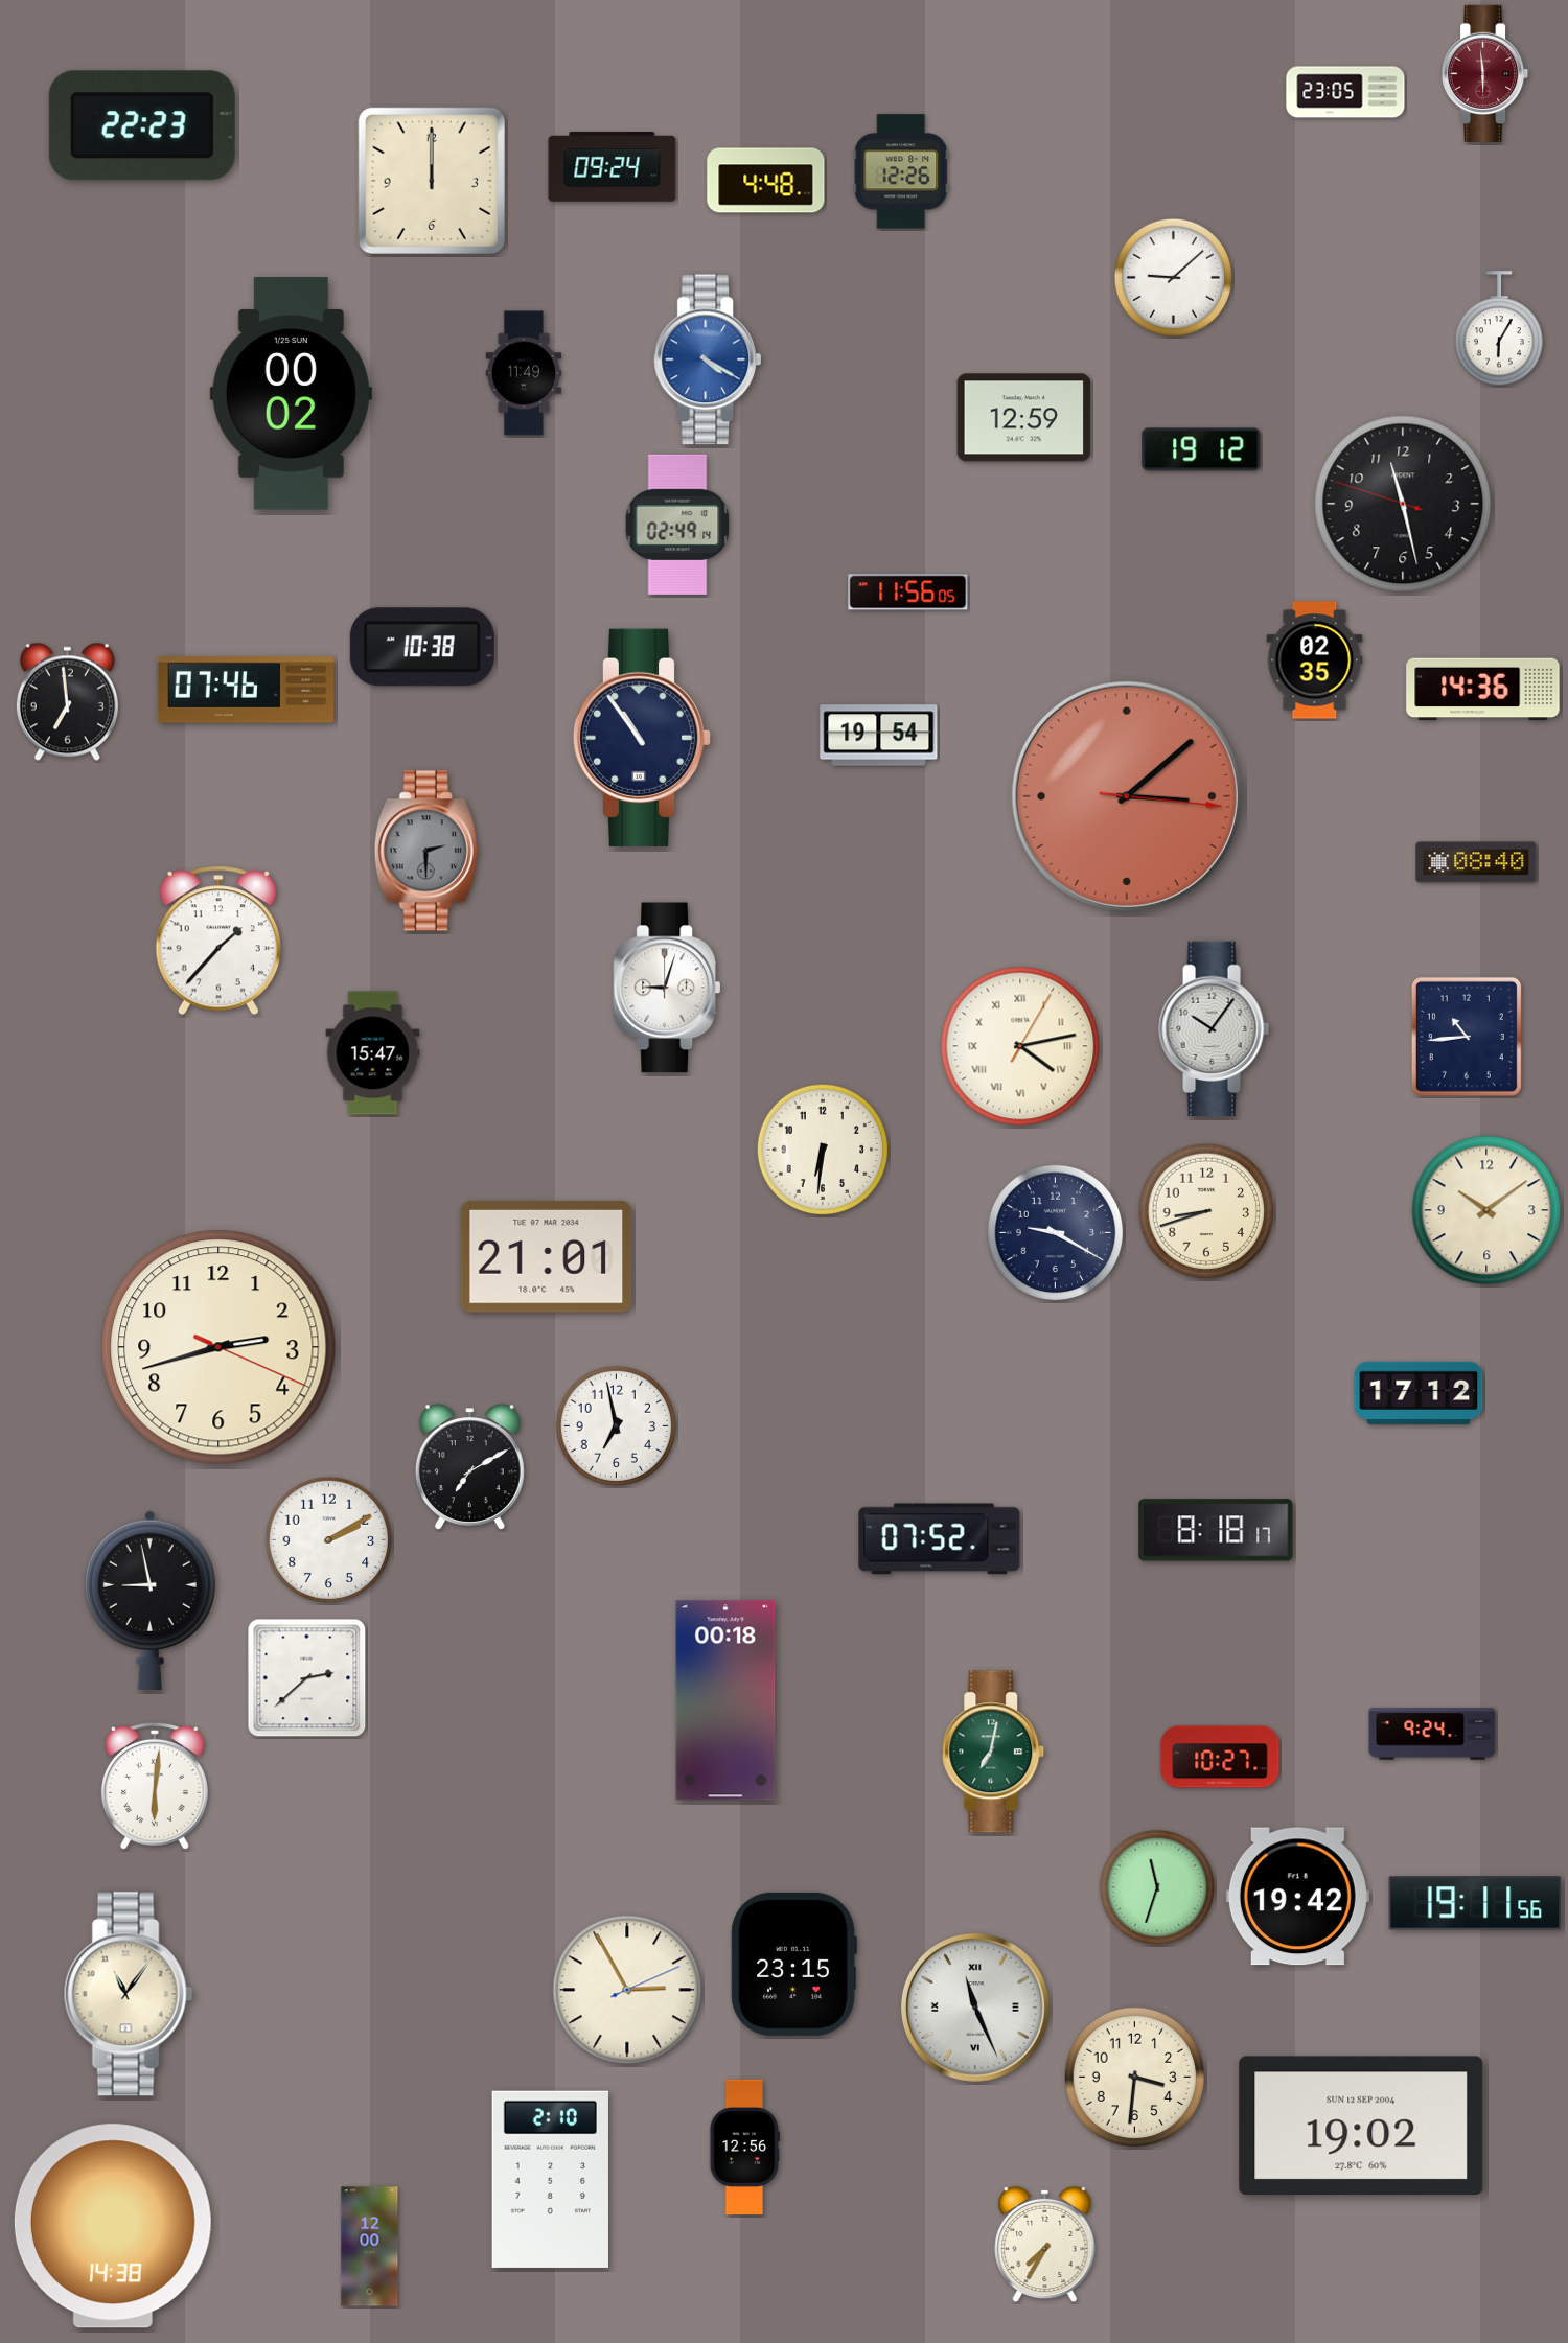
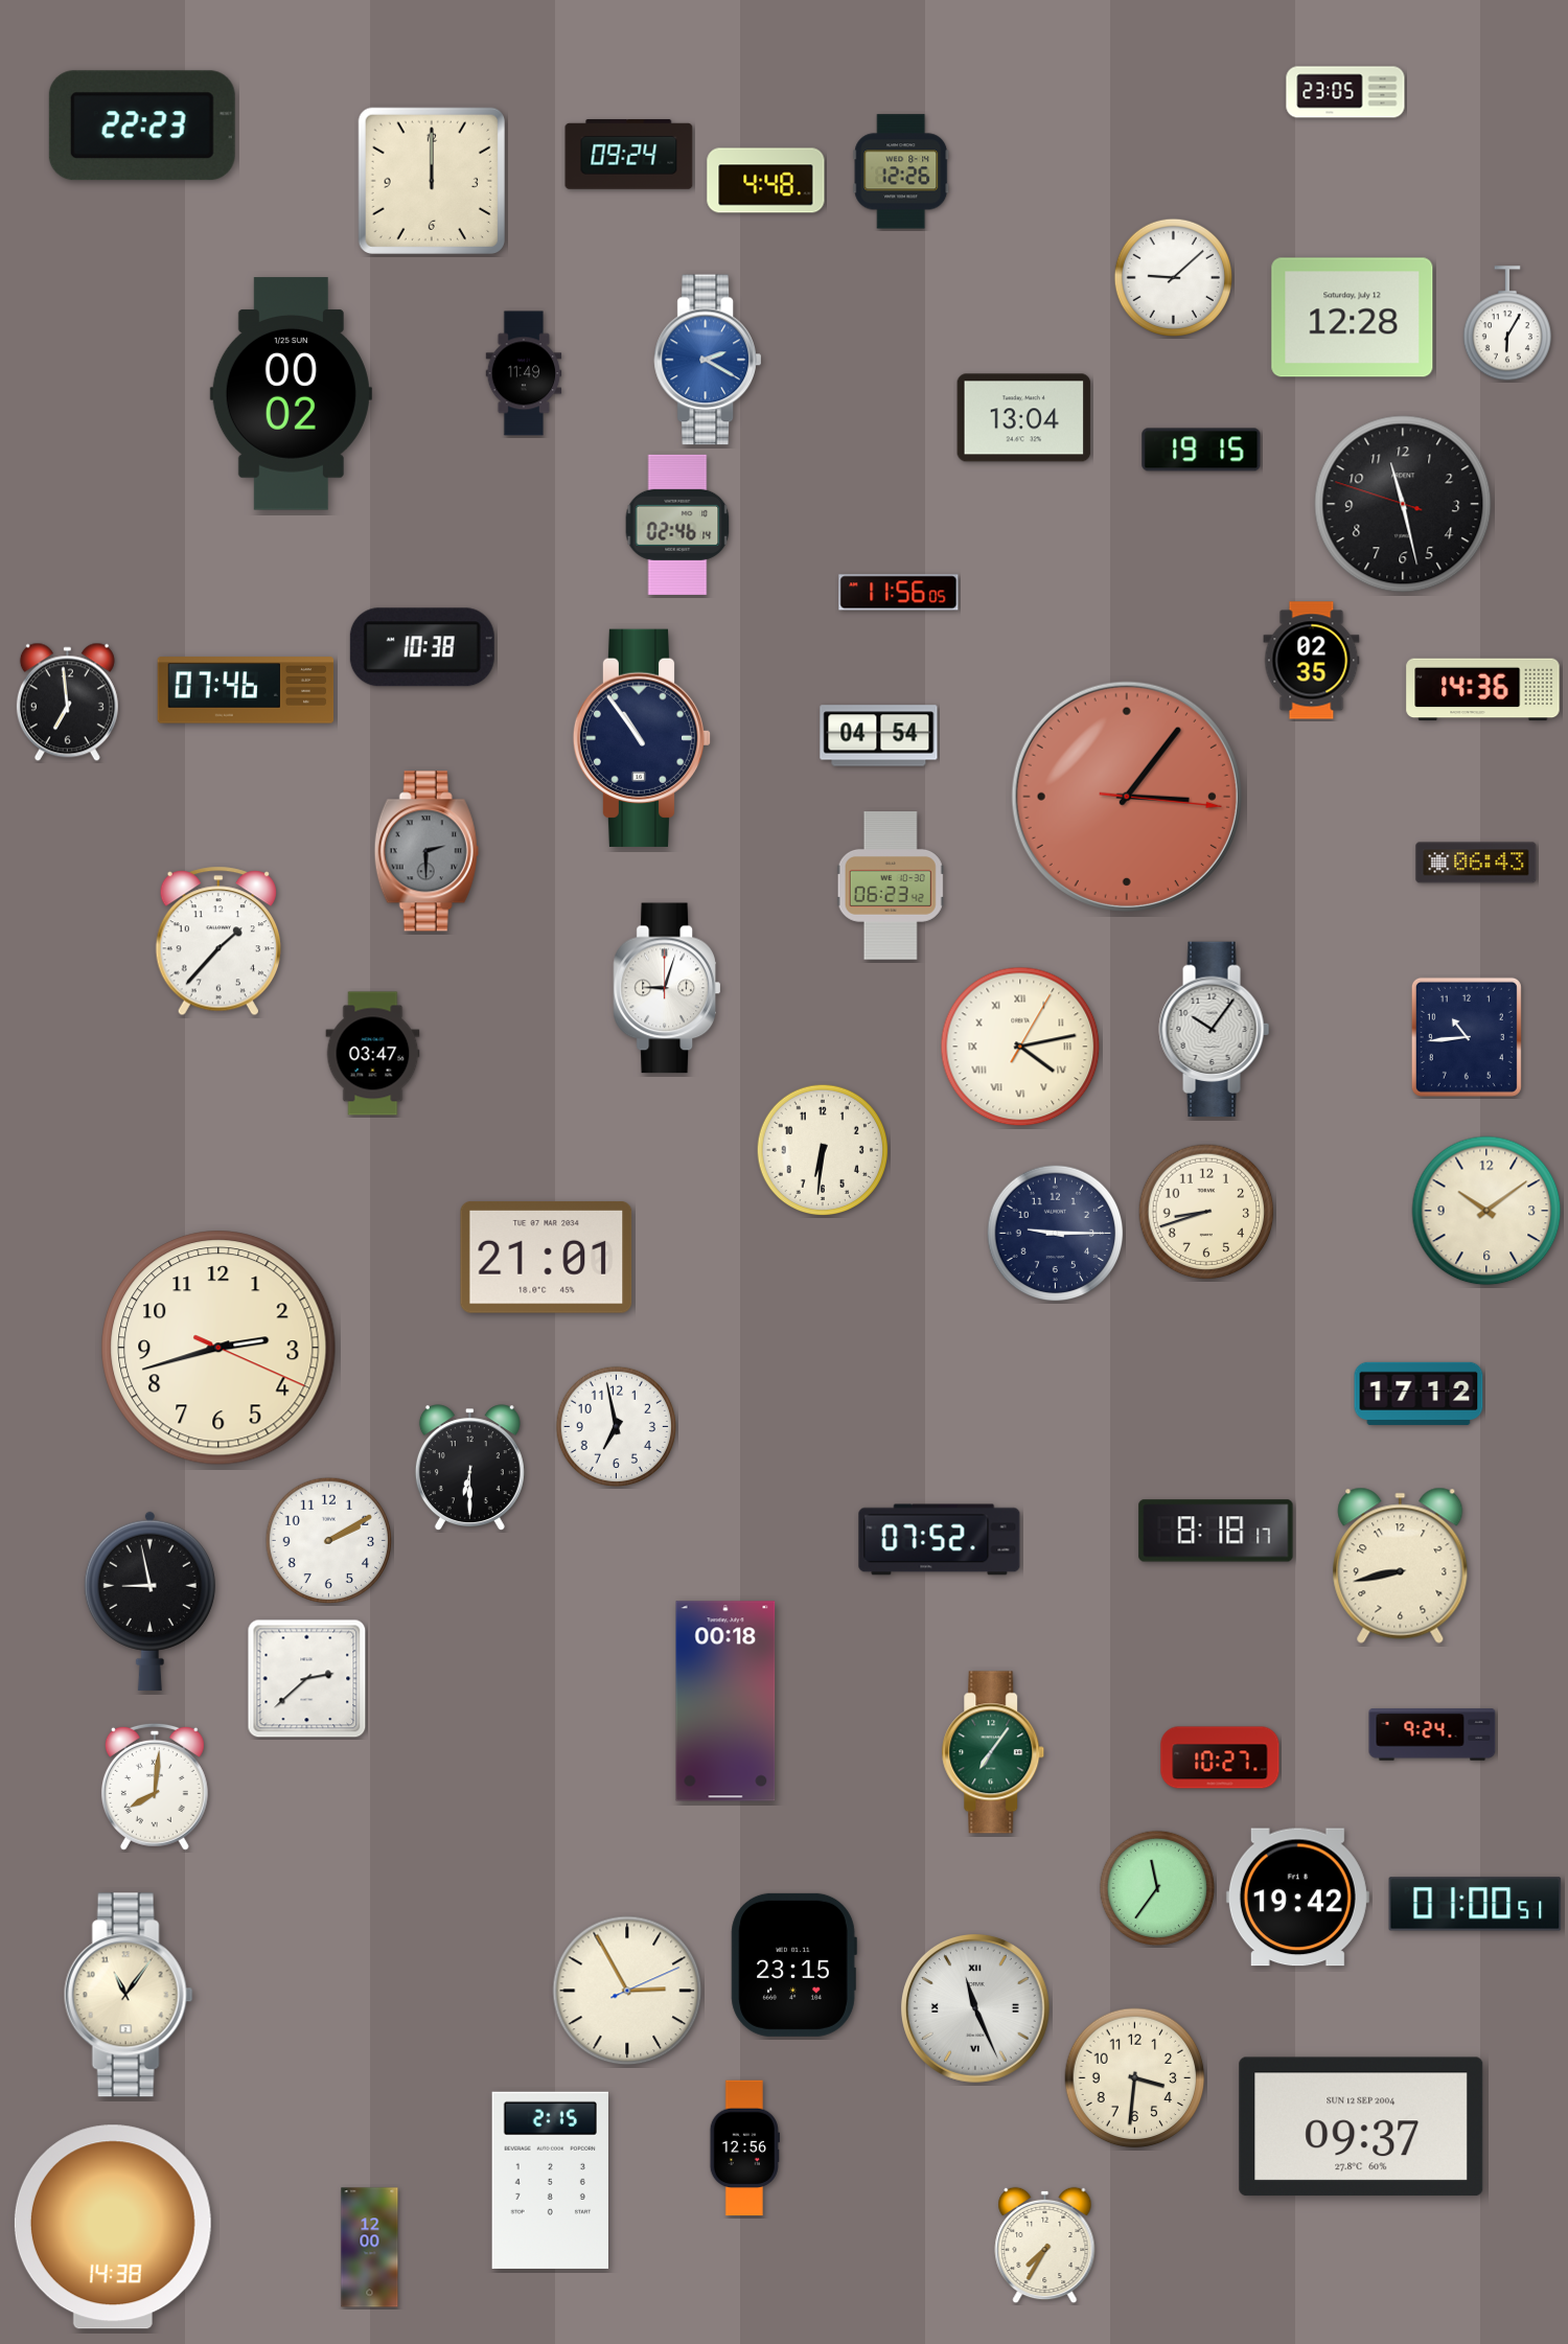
clock at (1486, 73): 5:59 -> none
clock at (613, 167) position: (613, 167) -> (629, 155)
clock at (1353, 318): none -> 12:28
clock at (1499, 329) position: (1499, 329) -> (1507, 324)
clock at (707, 359): 4:20 -> 2:20
clock at (1024, 418): 12:59 -> 13:04
clock at (1201, 449): 19:12 -> 19:15
clock at (677, 525): 02:49 -> 02:46
clock at (908, 593) position: (908, 593) -> (899, 593)
clock at (1315, 660) position: (1315, 660) -> (1312, 661)
clock at (879, 736): 19:54 -> 04:54
clock at (1127, 796): 3:08 -> 3:06
clock at (1476, 862): 08:40 -> 06:43
clock at (891, 886): none -> 06:23
clock at (373, 1053): 15:47 -> 03:47
clock at (1056, 1233): 9:20 -> 9:15
clock at (469, 1467): 7:10 -> 6:30
clock at (1401, 1565): none -> 8:43
clock at (993, 1752): 7:02 -> 7:06
clock at (155, 1786): 6:01 -> 8:01
clock at (1157, 1887): 11:33 -> 11:36
clock at (1475, 1903): 19:11 -> 01:00
clock at (1361, 2126): 19:02 -> 09:37
clock at (550, 2179): 2:10 -> 2:15
